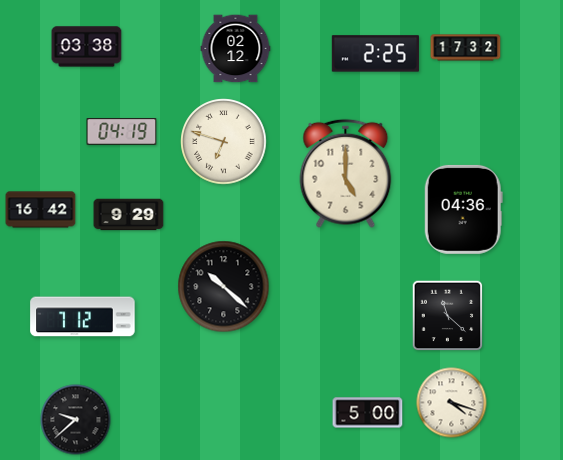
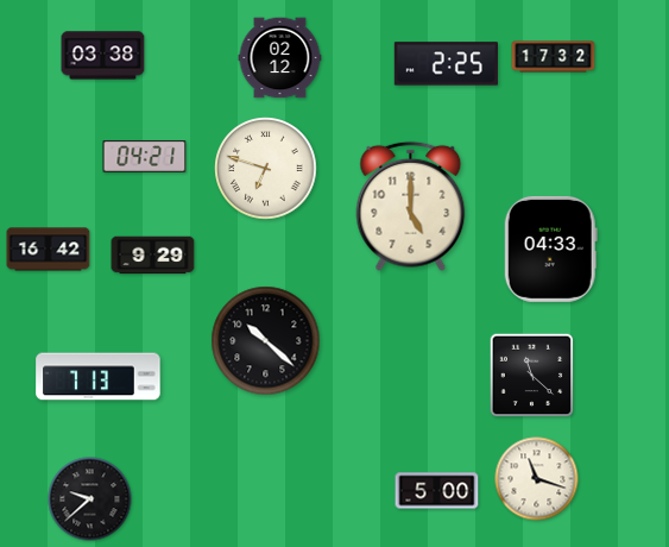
clock at (122, 132): 04:19 -> 04:21
clock at (463, 209): 04:36 -> 04:33
clock at (83, 317): 7:12 -> 7:13
clock at (452, 403): 4:18 -> 11:18
